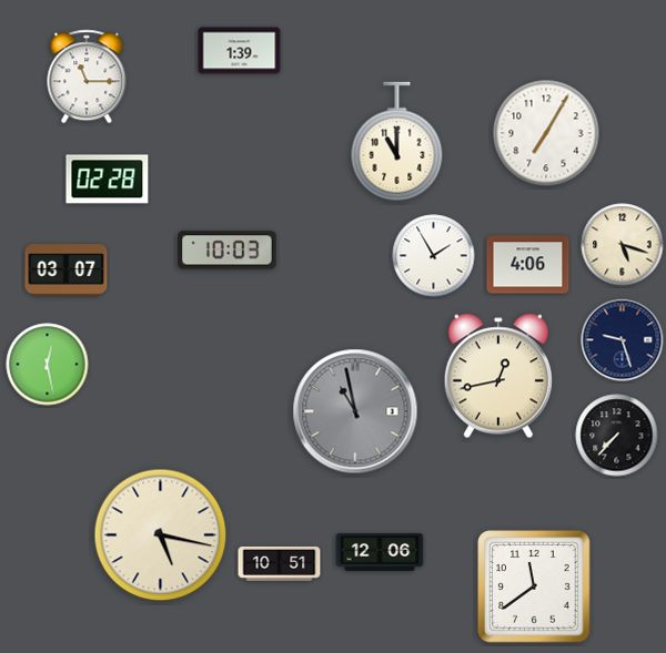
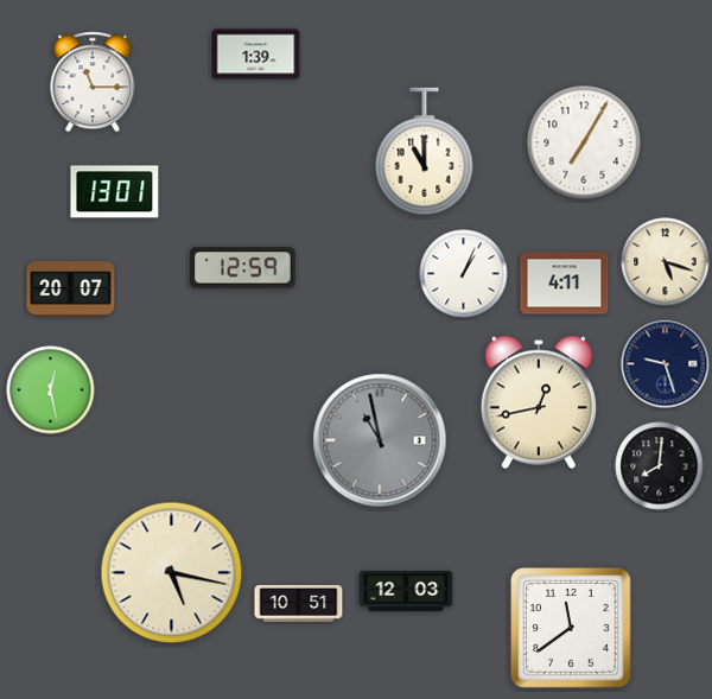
clock at (108, 180): 02:28 -> 13:01
clock at (228, 251): 10:03 -> 12:59
clock at (434, 256): 1:55 -> 1:04
clock at (528, 265): 4:06 -> 4:11
clock at (67, 271): 03:07 -> 20:07
clock at (498, 376) position: (498, 376) -> (539, 402)
clock at (617, 436): 7:37 -> 8:01
clock at (380, 552): 12:06 -> 12:03
